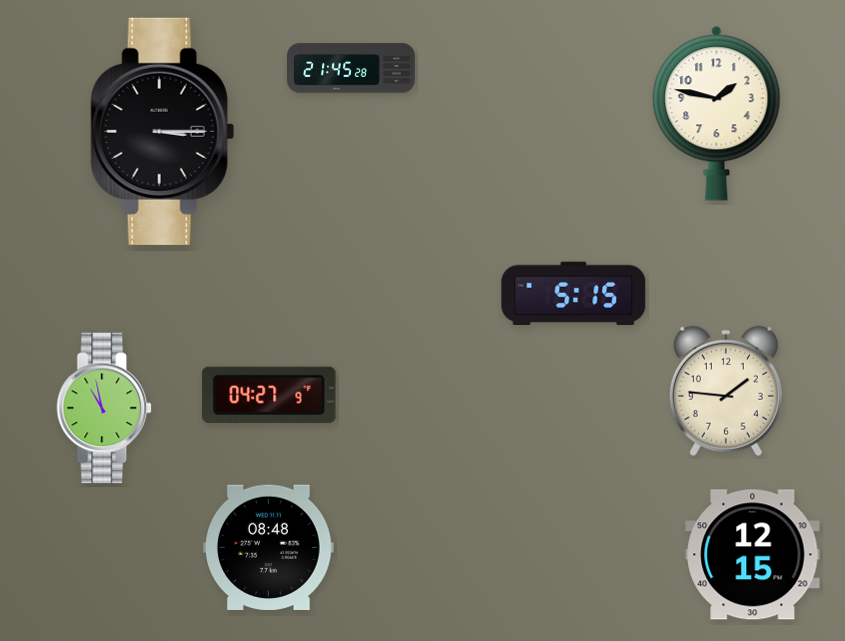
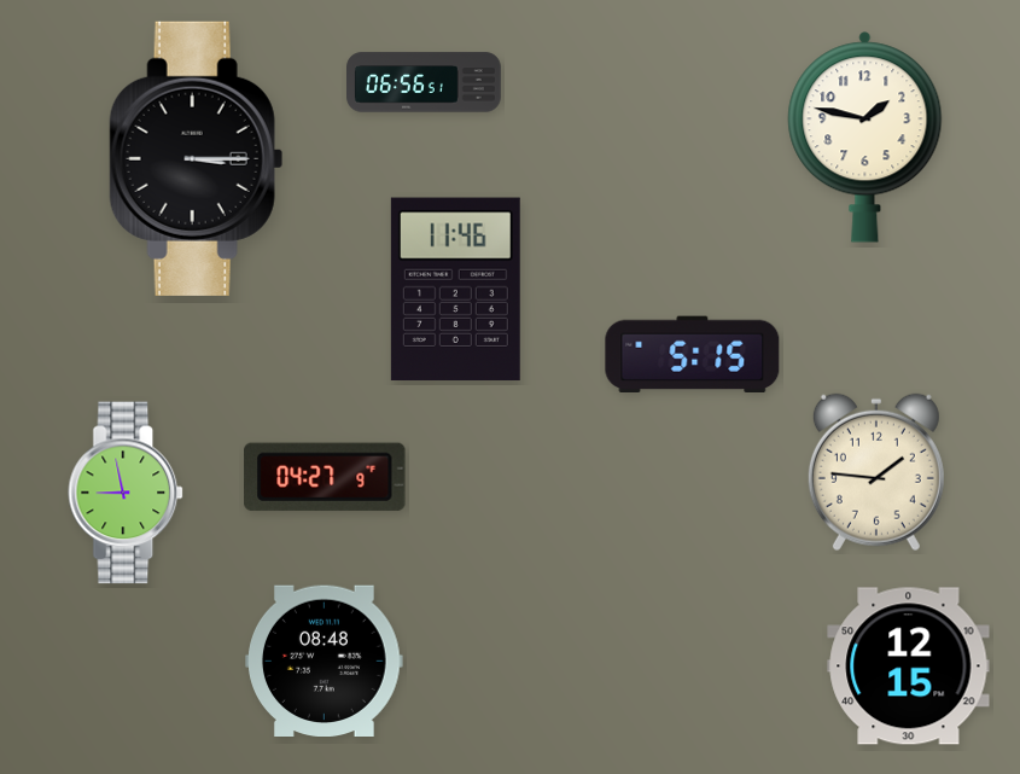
clock at (352, 68): 21:45 -> 06:56
clock at (455, 290): none -> 11:46
clock at (105, 408): 10:58 -> 8:58
clock at (753, 555) position: (753, 555) -> (909, 667)
